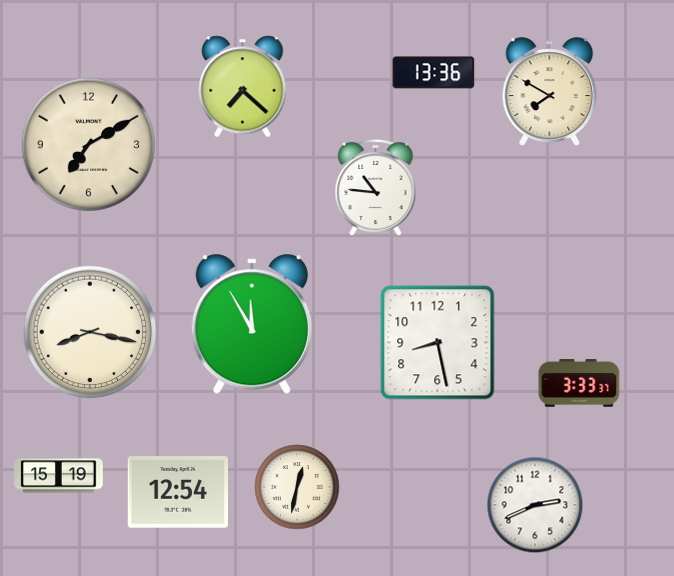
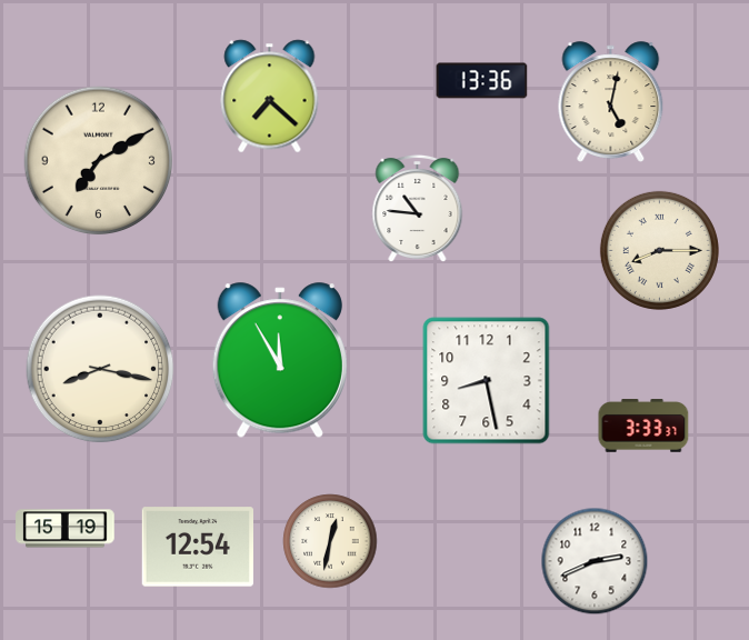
clock at (550, 92): 7:50 -> 5:02
clock at (659, 250): none -> 8:15
